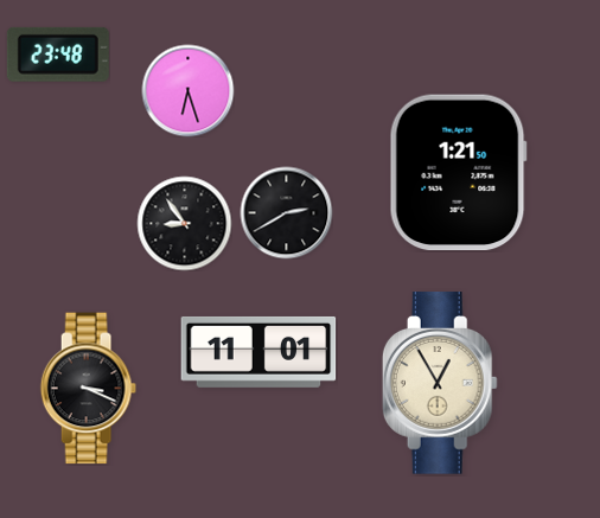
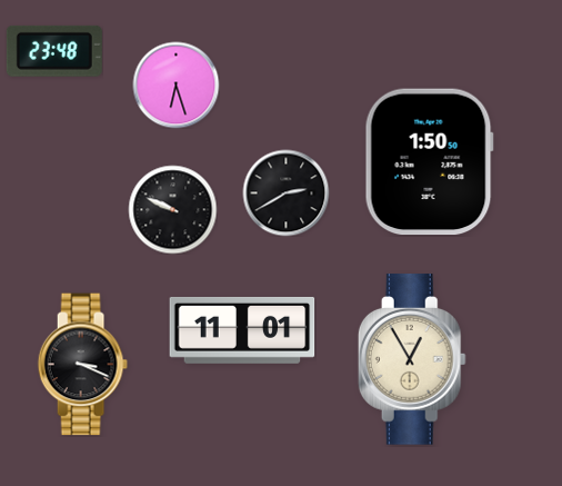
clock at (458, 173): 1:21 -> 1:50
clock at (286, 212) position: (286, 212) -> (285, 192)
clock at (184, 223): 8:54 -> 9:49
